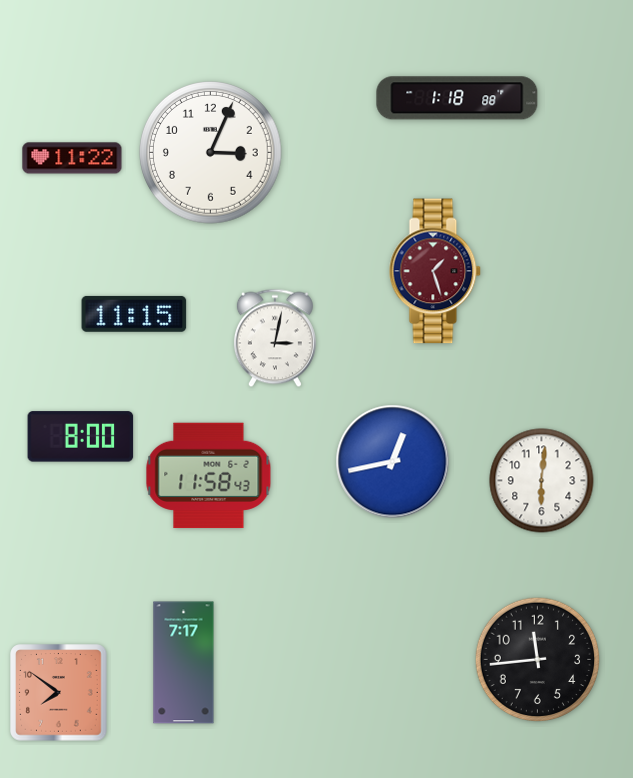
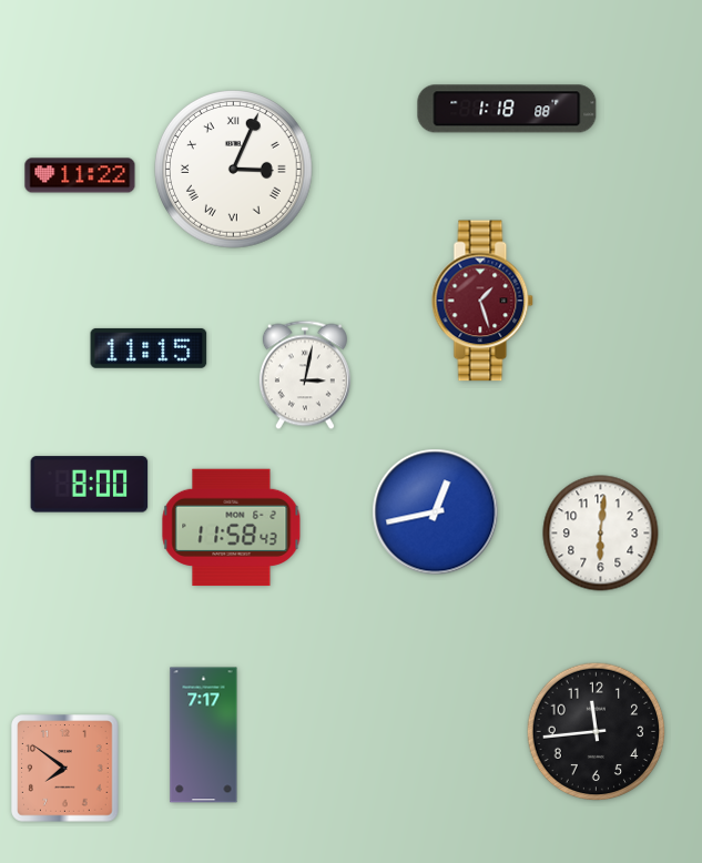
clock at (211, 153) numerals: Arabic -> Roman
